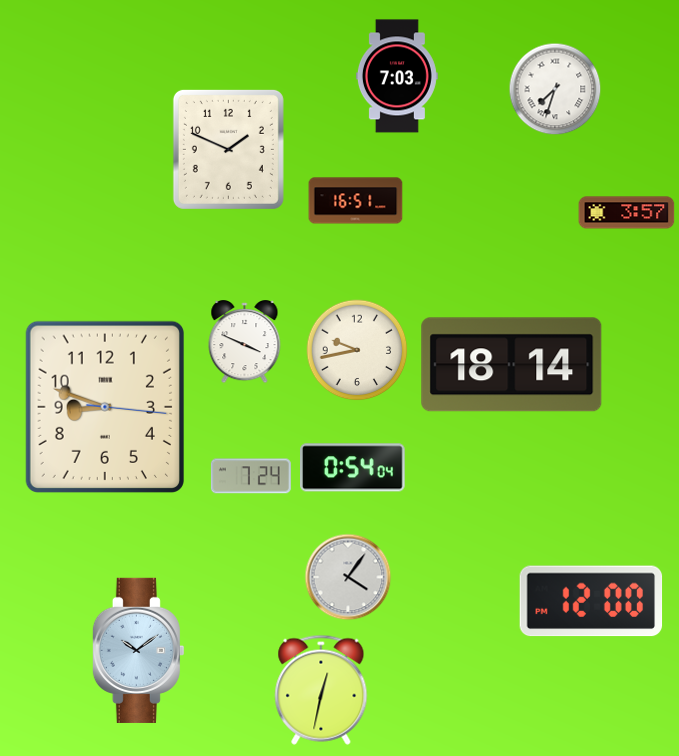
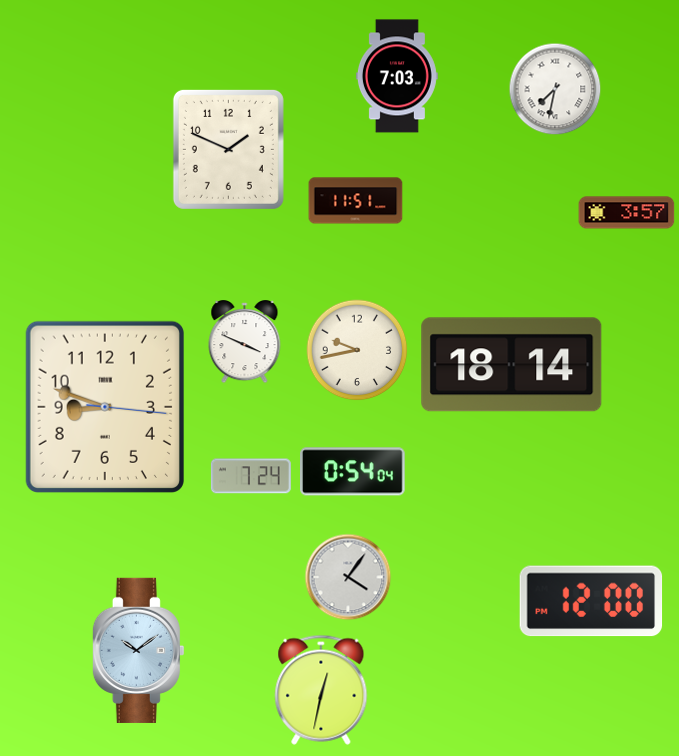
clock at (555, 89): 7:33 -> 7:32
clock at (356, 201): 16:51 -> 11:51
clock at (353, 468) position: (353, 468) -> (353, 472)
